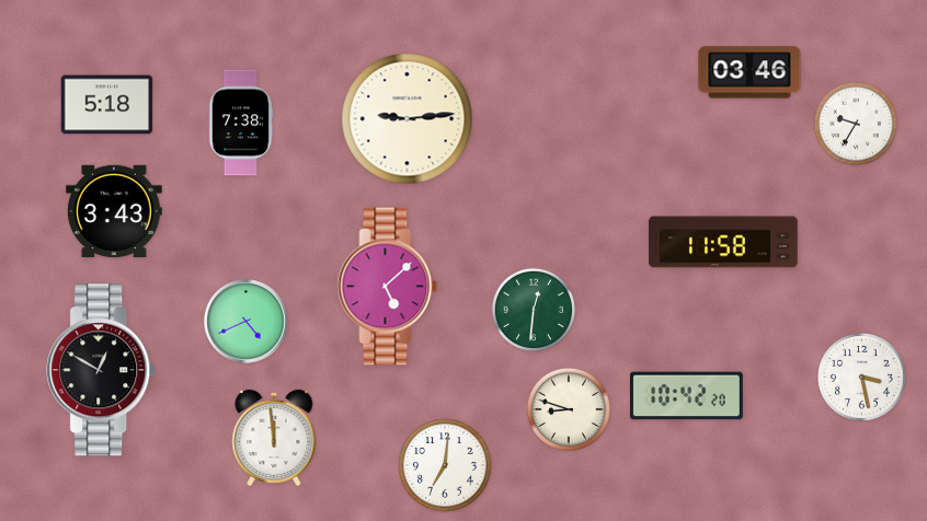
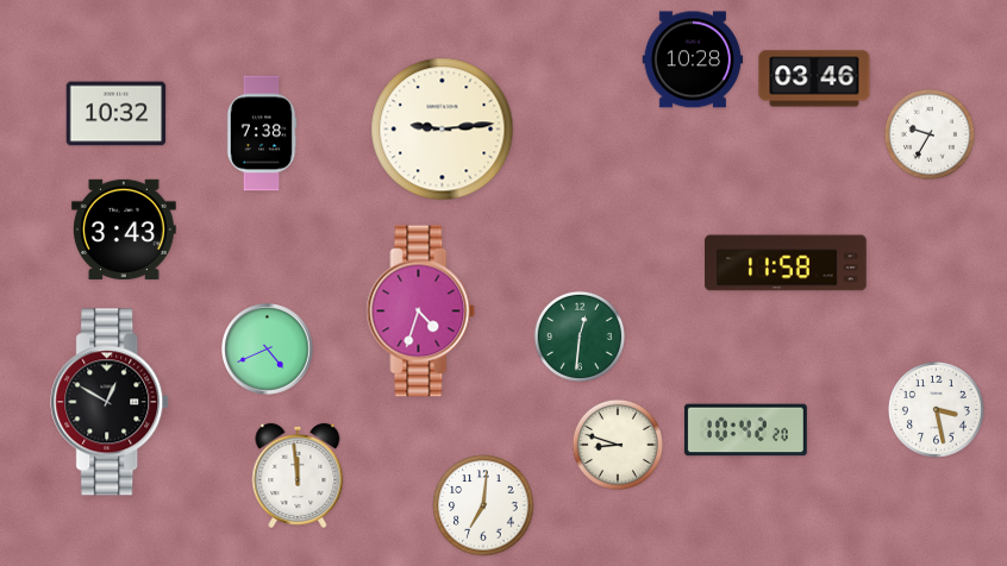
clock at (693, 59): none -> 10:28
clock at (107, 105): 5:18 -> 10:32
clock at (388, 287): 5:08 -> 4:33
